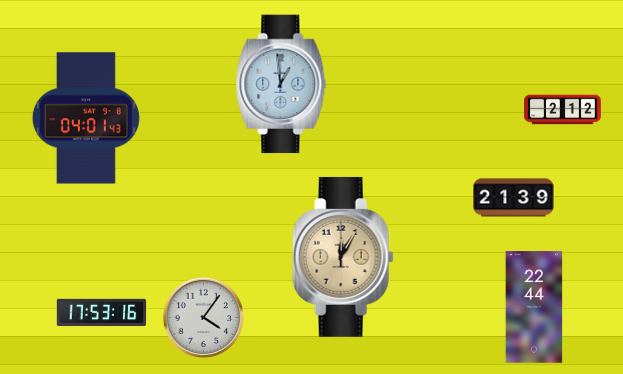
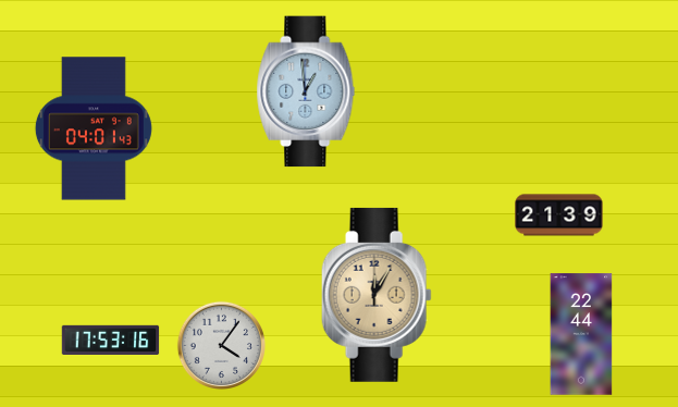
clock at (563, 110): 2:12 -> none
clock at (343, 257) position: (343, 257) -> (377, 295)
